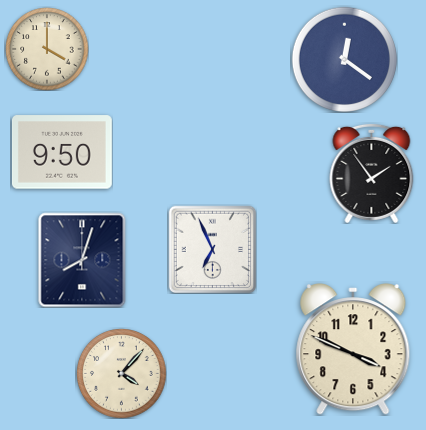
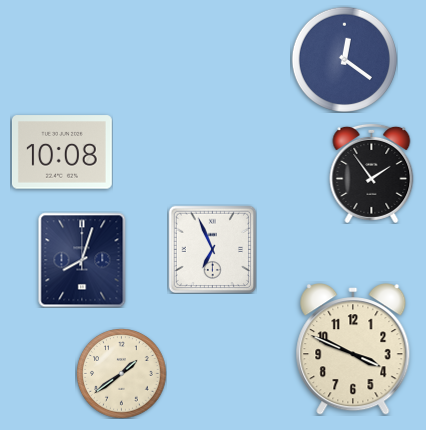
clock at (47, 49): 4:00 -> none
clock at (62, 152): 9:50 -> 10:08
clock at (121, 373): 4:07 -> 1:39
